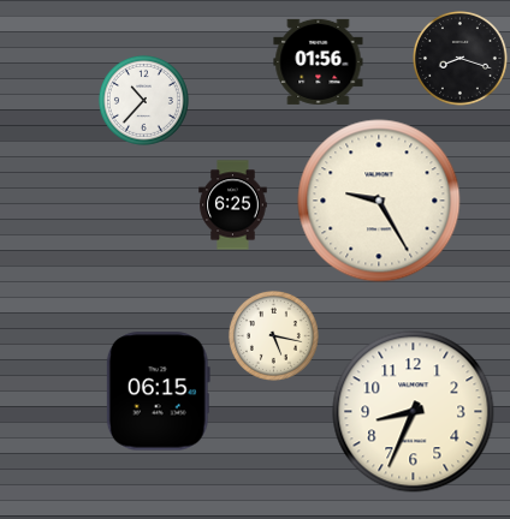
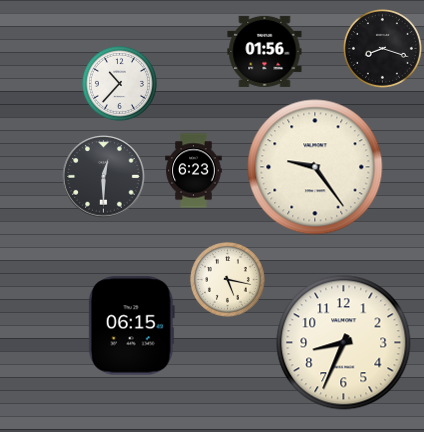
clock at (379, 201): 9:25 -> 9:24
clock at (233, 205): 6:25 -> 6:23
clock at (104, 177): none -> 12:30
